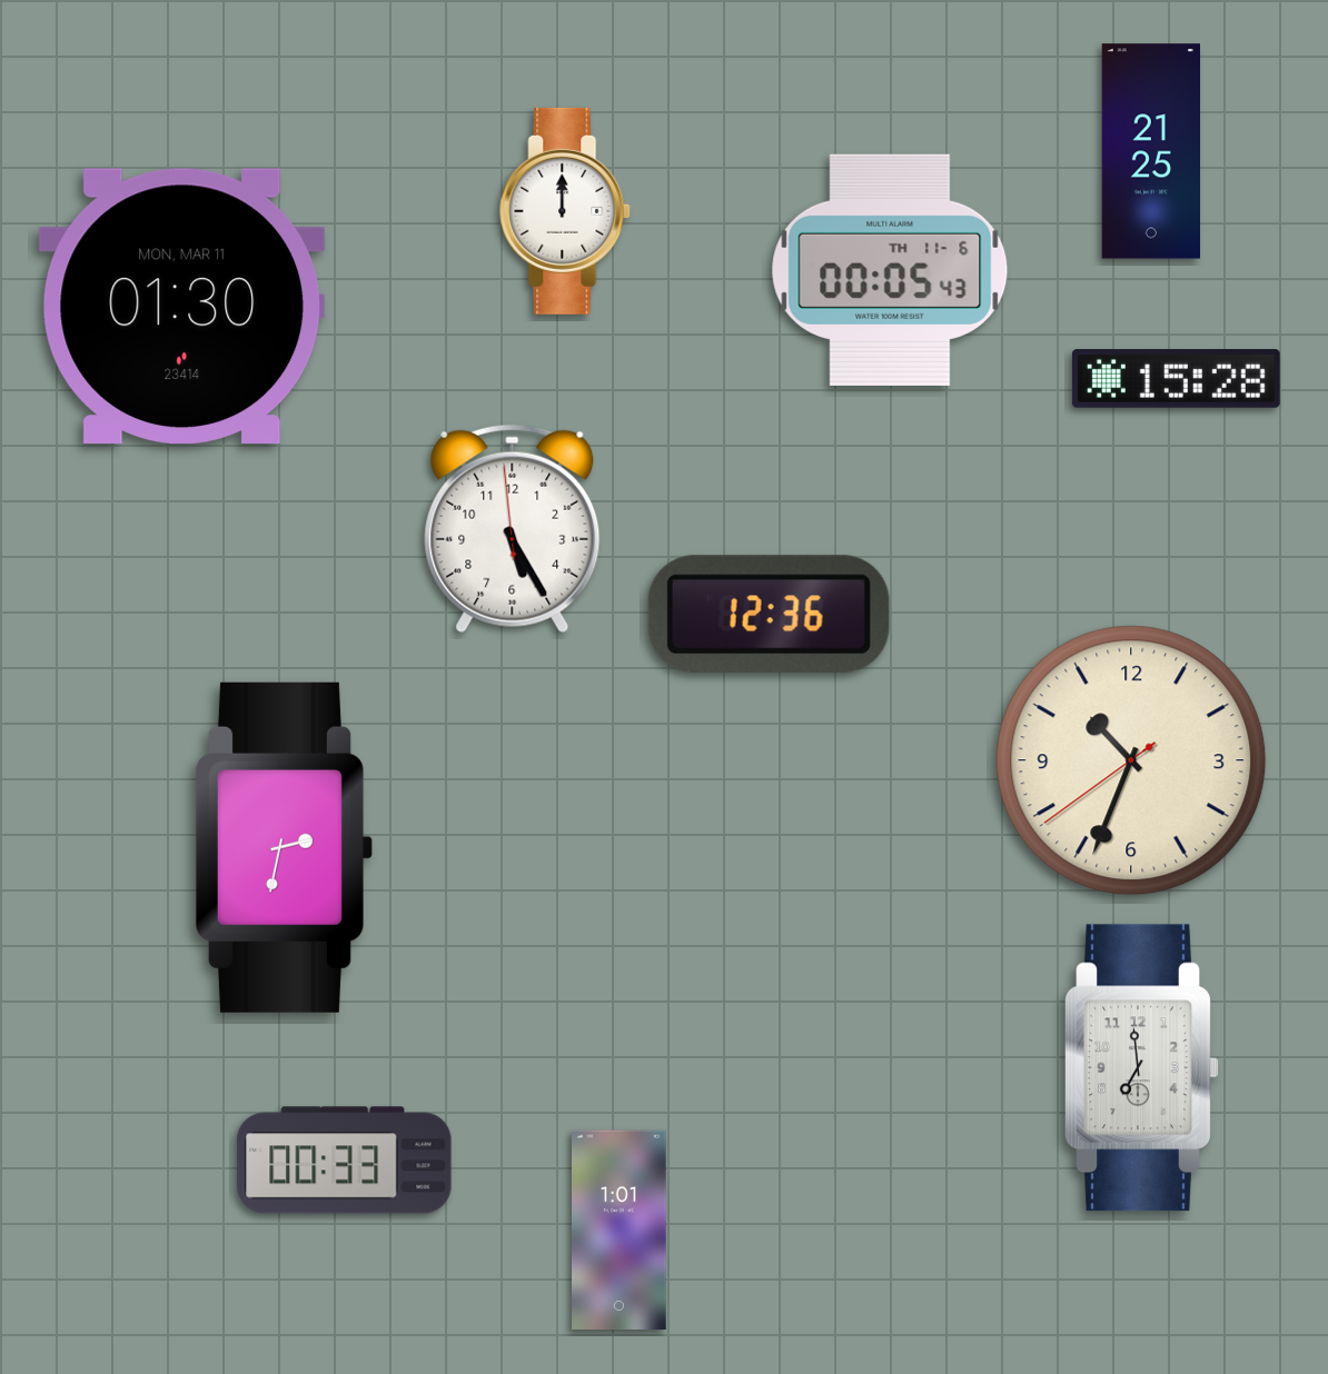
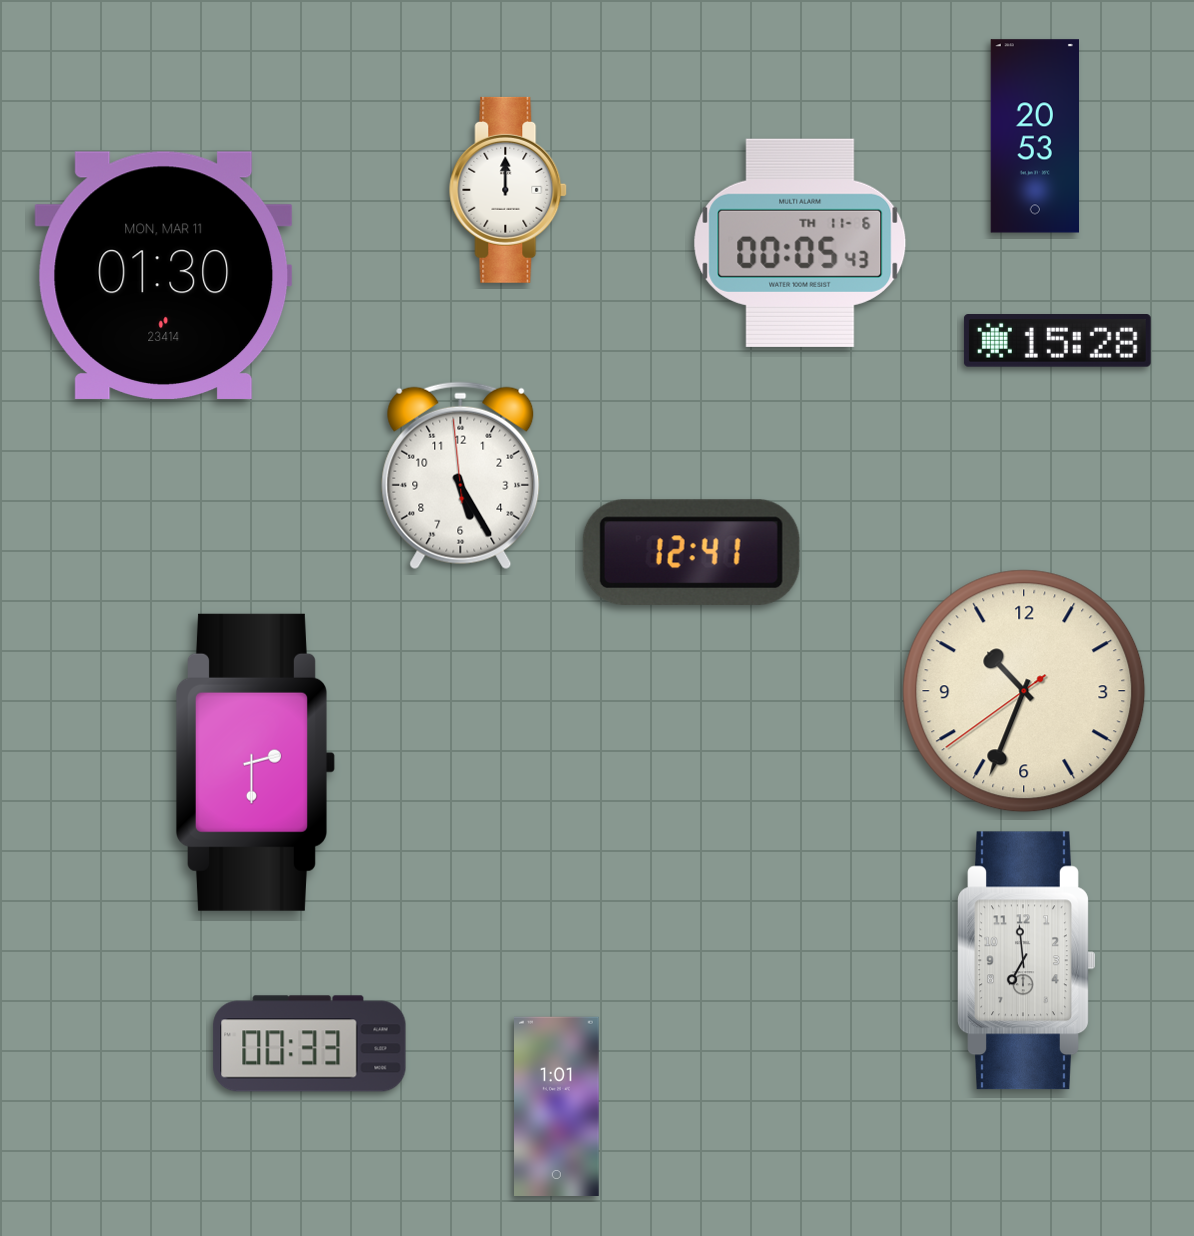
clock at (1150, 151): 21:25 -> 20:53
clock at (769, 614): 12:36 -> 12:41
clock at (1131, 760) position: (1131, 760) -> (1024, 691)
clock at (284, 847): 2:32 -> 2:30
